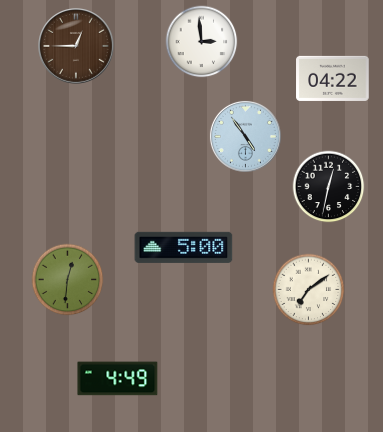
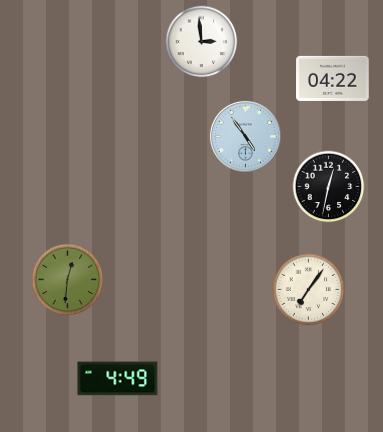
clock at (77, 47): 12:45 -> none
clock at (184, 247): 5:00 -> none
clock at (309, 290): 7:09 -> 7:06
